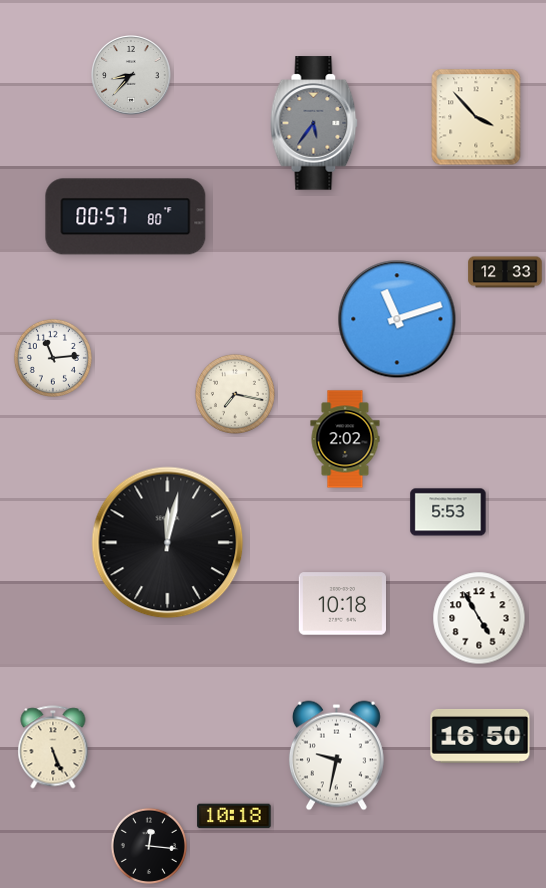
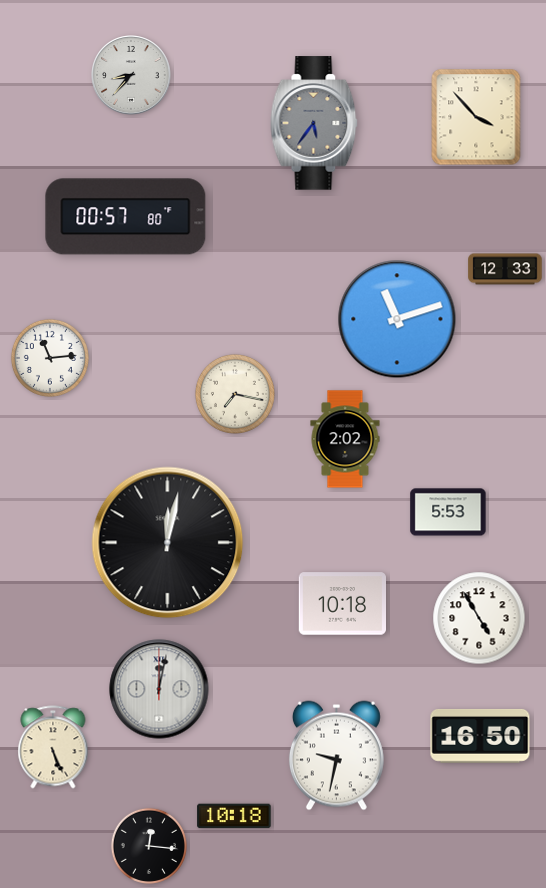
clock at (505, 272) position: (505, 272) -> (505, 269)
clock at (53, 358) position: (53, 358) -> (50, 358)
clock at (159, 689): none -> 12:02
